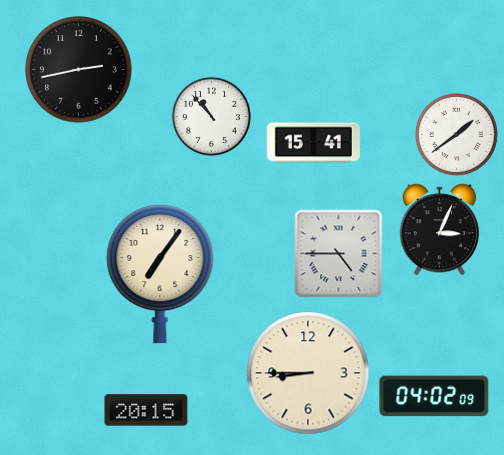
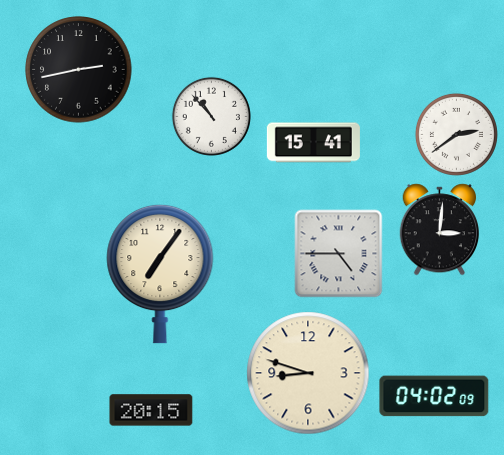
clock at (456, 134): 1:39 -> 2:39
clock at (440, 230): 3:04 -> 3:01
clock at (308, 373): 8:45 -> 8:48
clock at (146, 410) position: (146, 410) -> (151, 410)
